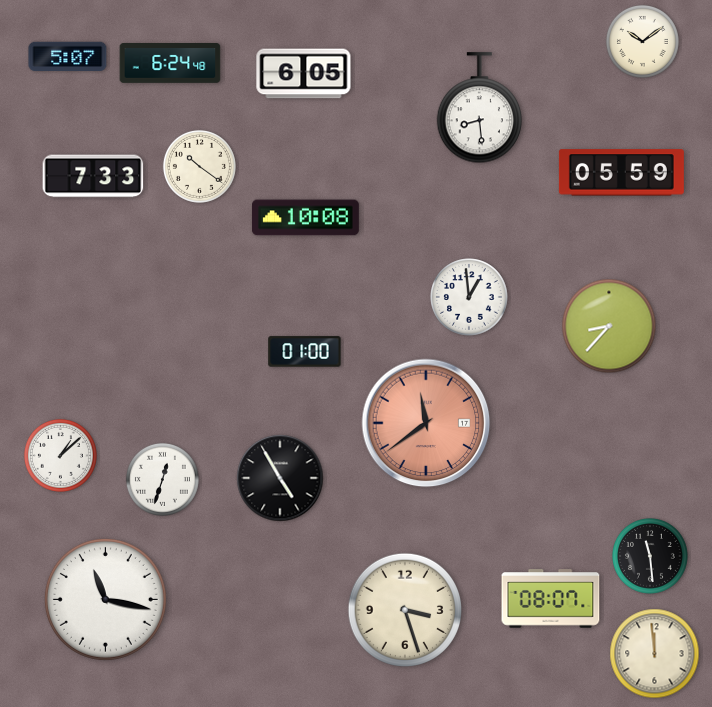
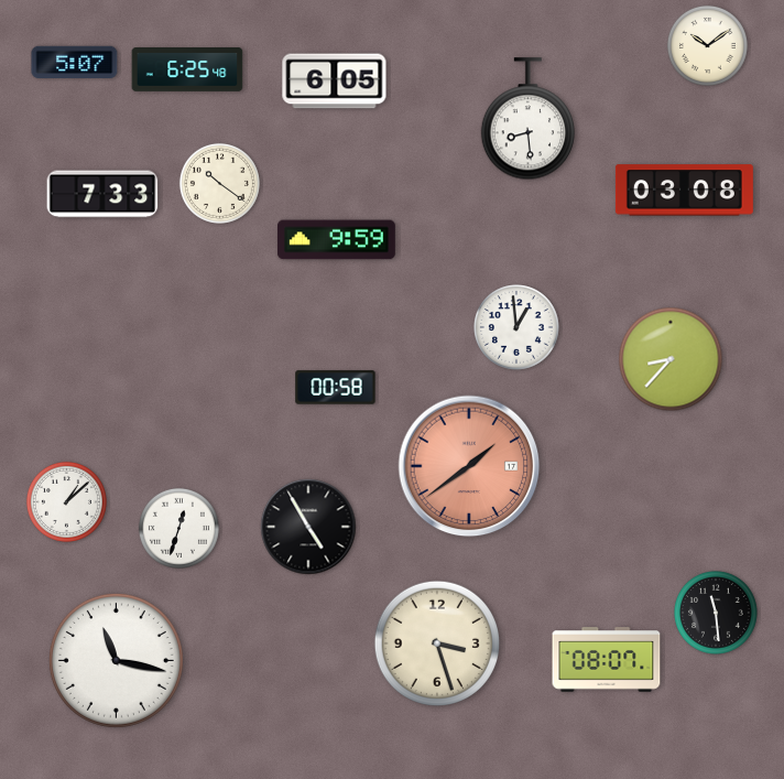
clock at (170, 64): 6:24 -> 6:25
clock at (621, 173): 05:59 -> 03:08
clock at (305, 218): 10:08 -> 9:59
clock at (305, 352): 01:00 -> 00:58
clock at (426, 423): 11:39 -> 1:39
clock at (404, 609) position: (404, 609) -> (436, 642)
clock at (655, 654): 11:59 -> none
